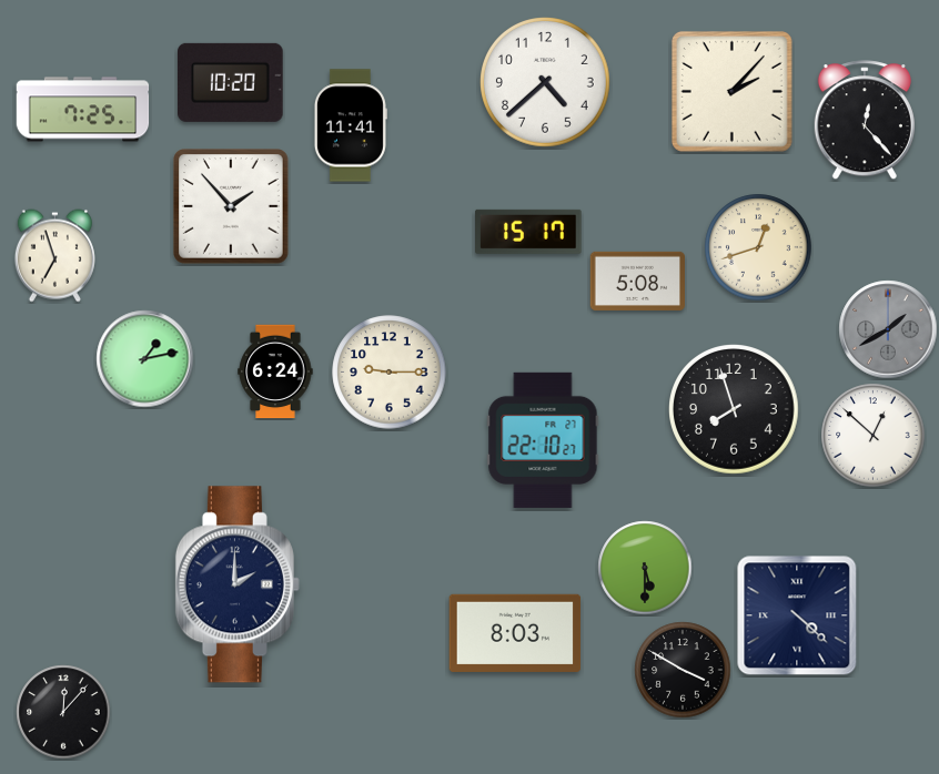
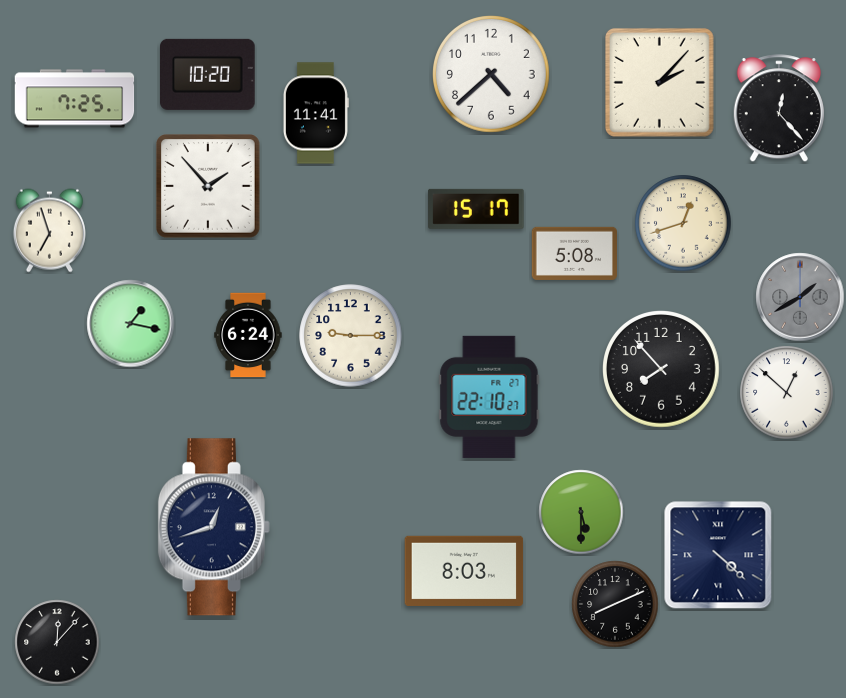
clock at (145, 359): 1:13 -> 1:17
clock at (734, 409): 7:57 -> 7:53
clock at (238, 584): 2:00 -> 12:42
clock at (683, 670): 3:50 -> 8:11
